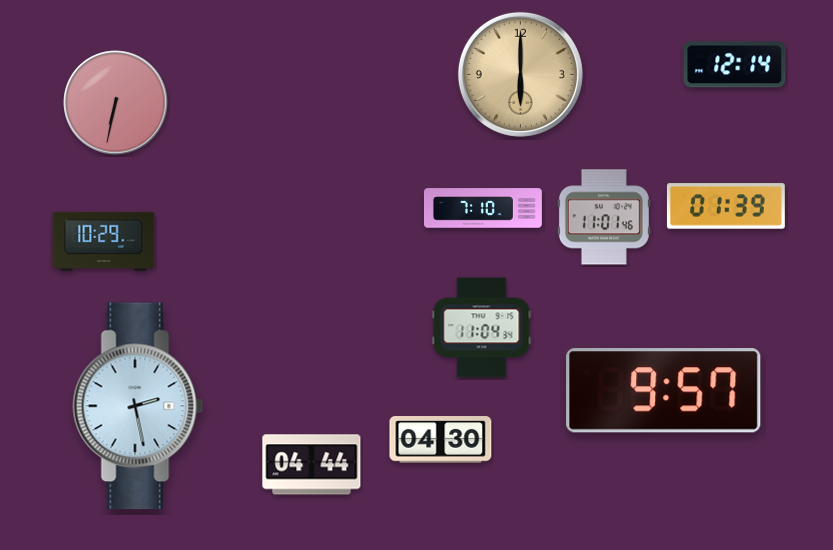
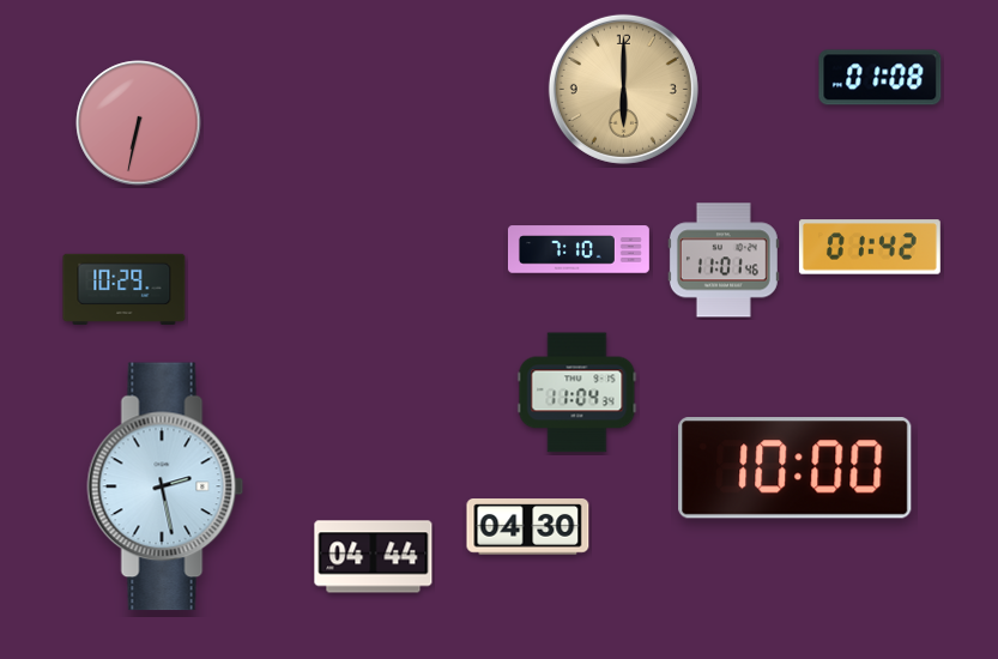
clock at (735, 65): 12:14 -> 01:08
clock at (726, 206): 01:39 -> 01:42
clock at (664, 391): 9:57 -> 10:00
